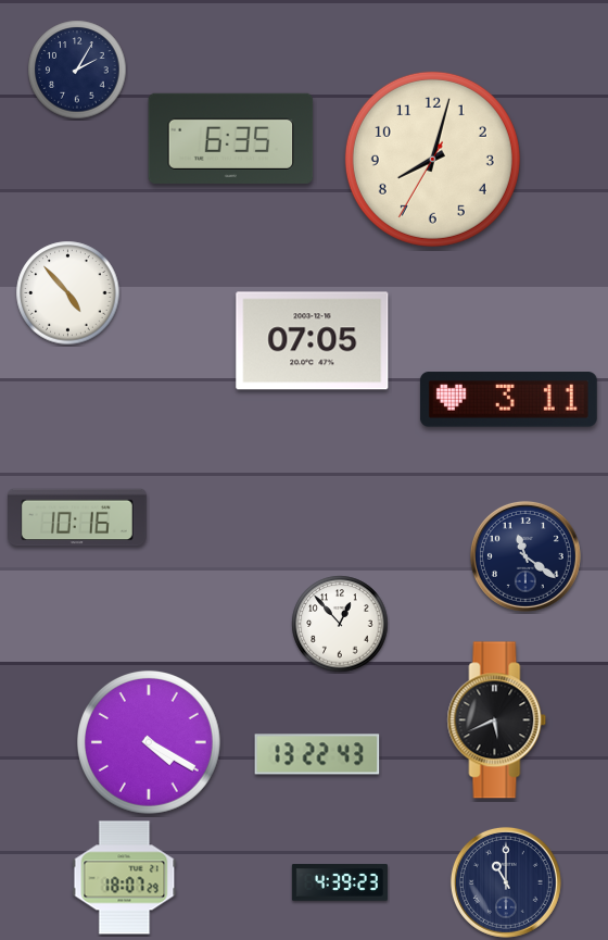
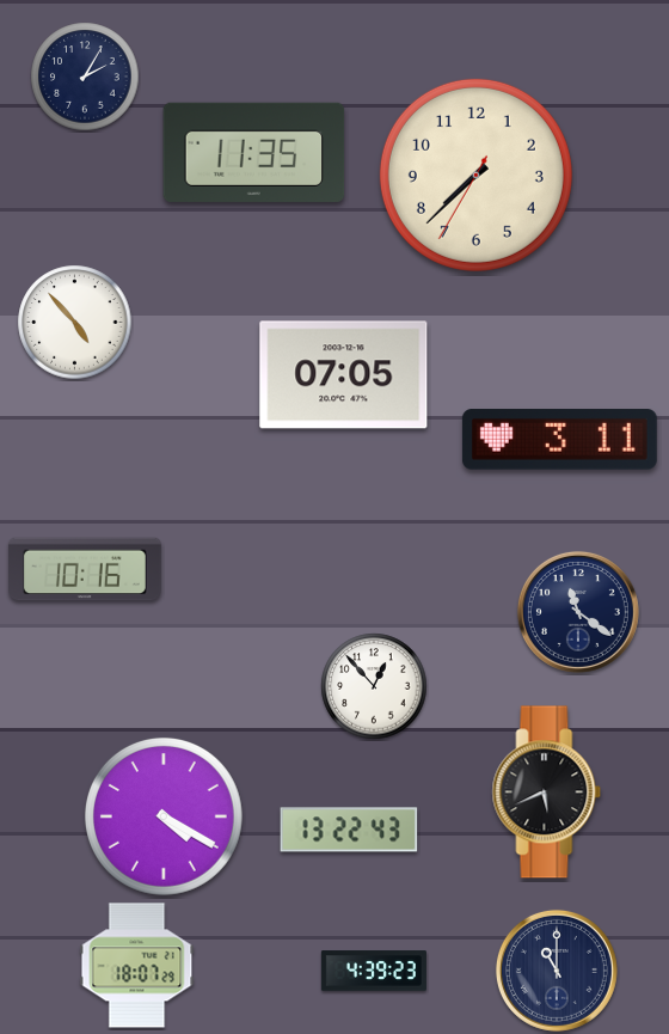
clock at (231, 138): 6:35 -> 11:35
clock at (432, 159): 8:02 -> 7:37
